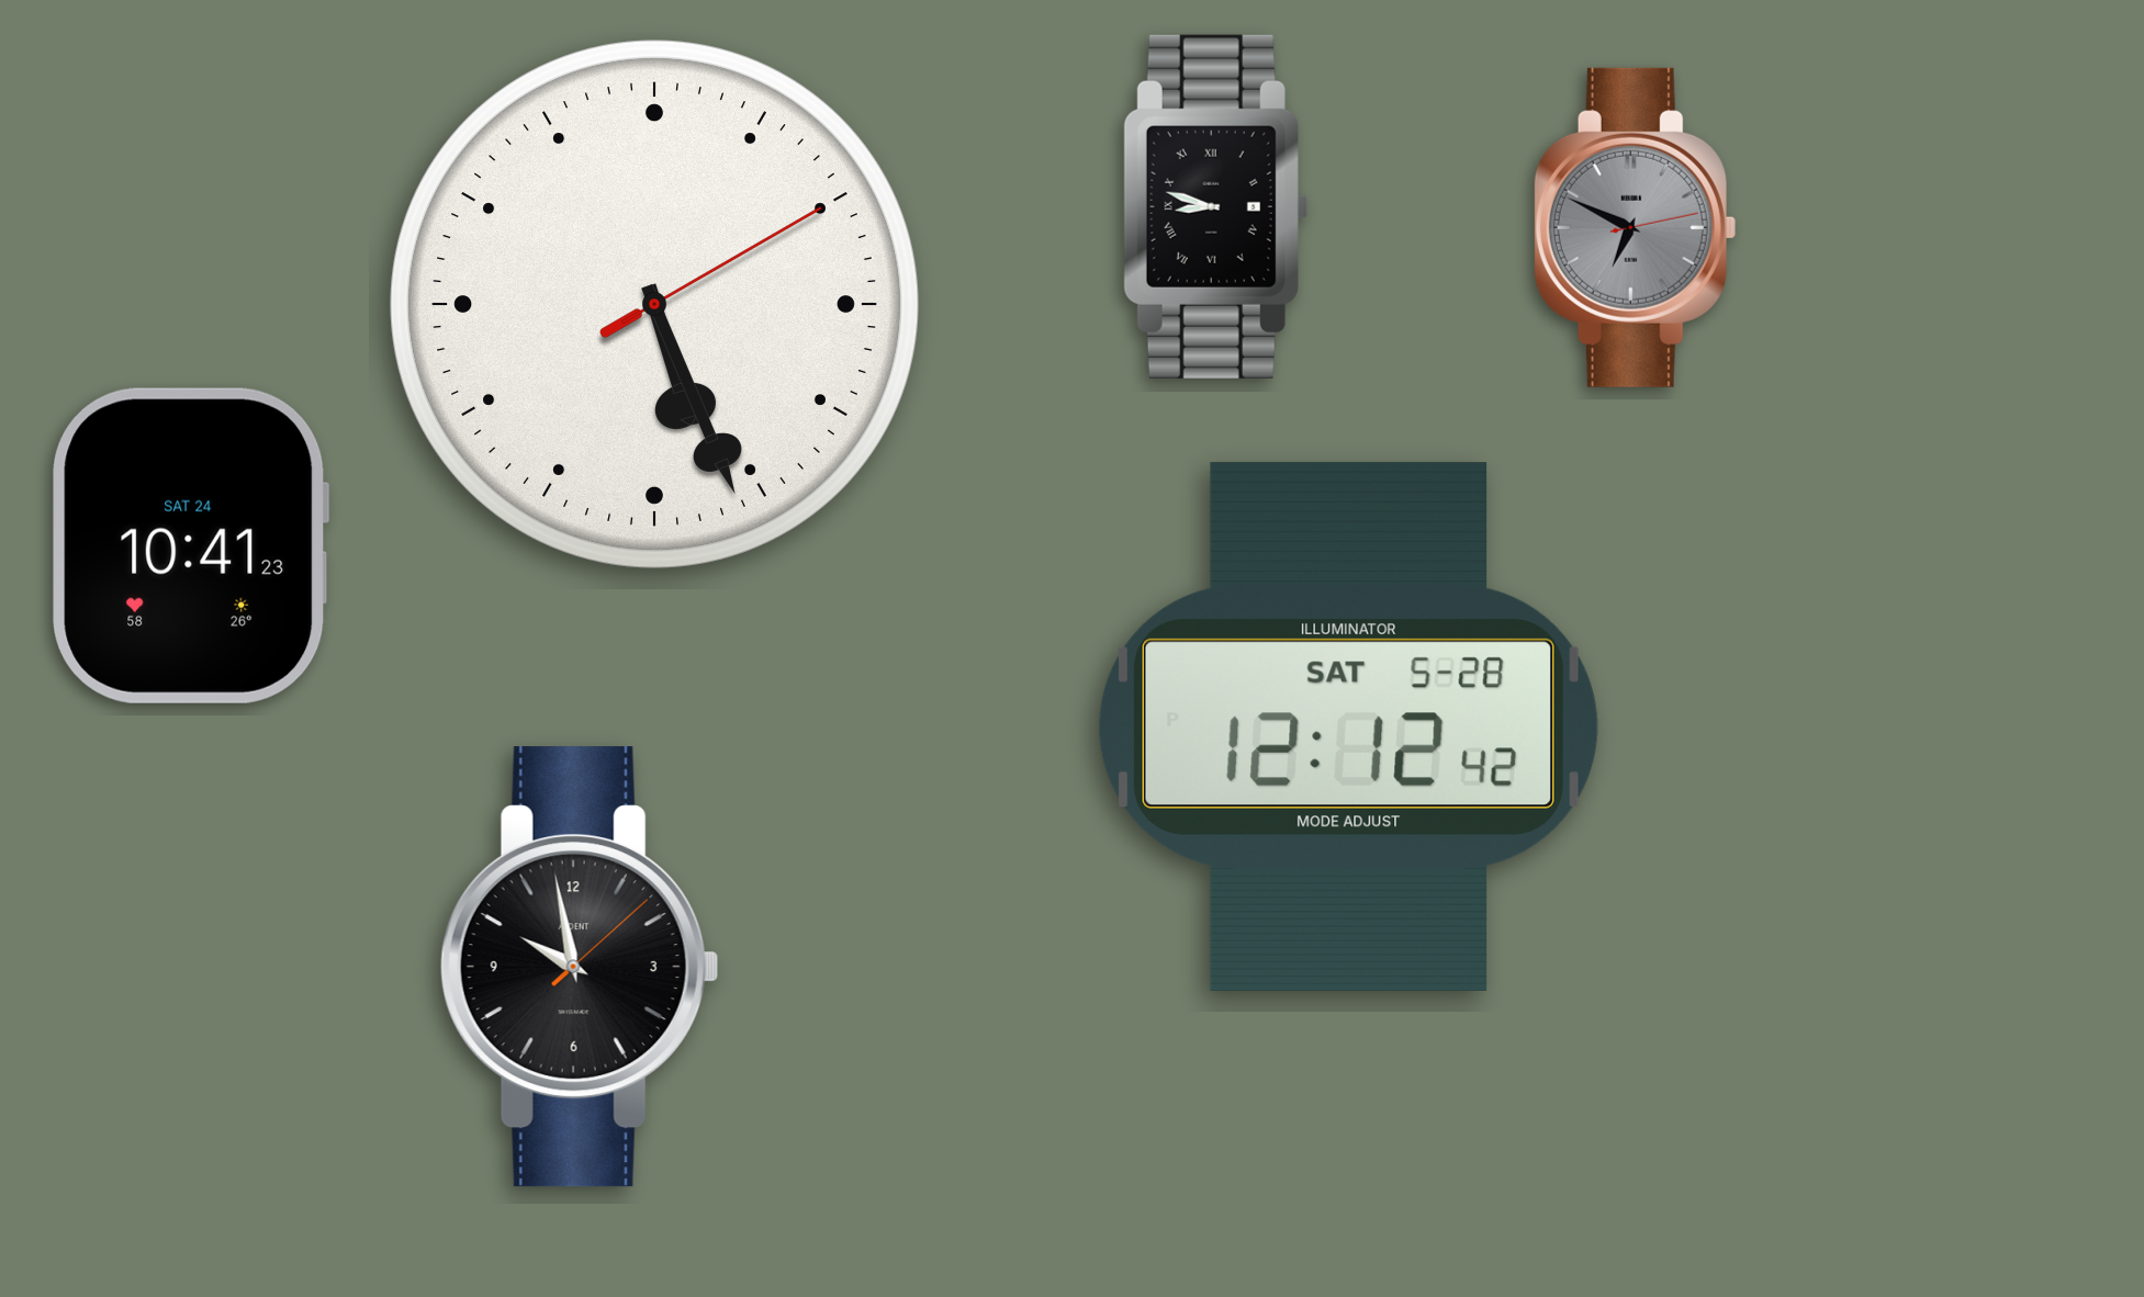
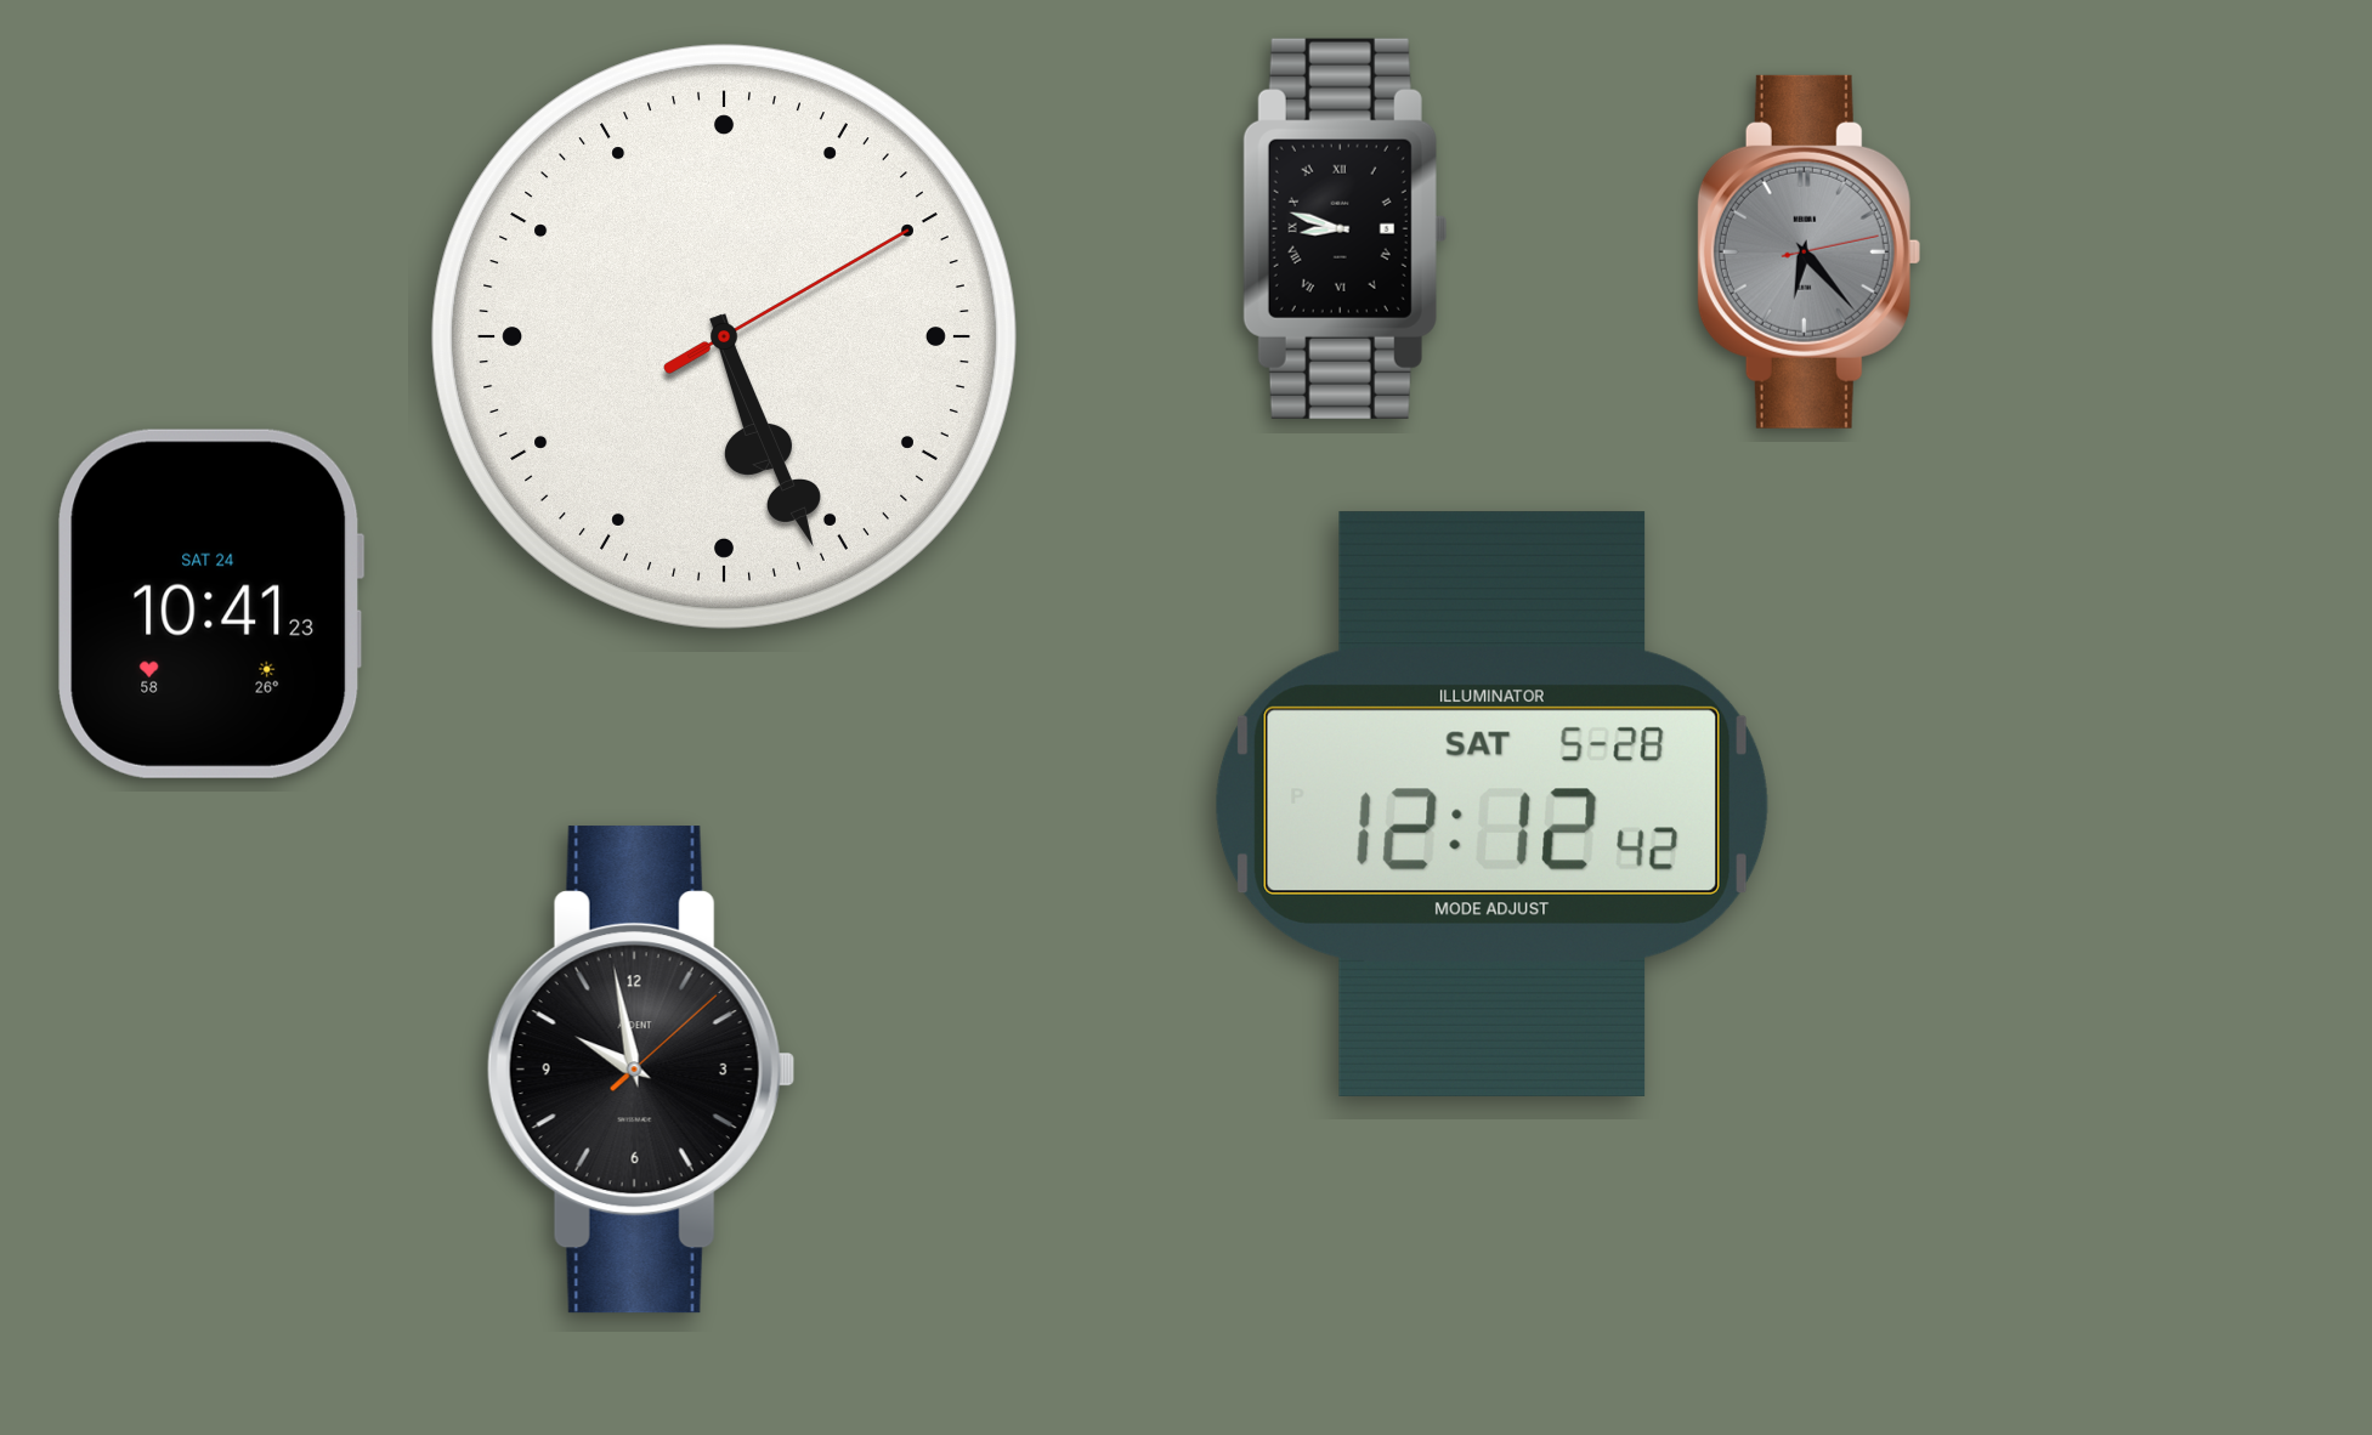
clock at (1635, 227): 6:49 -> 6:23
